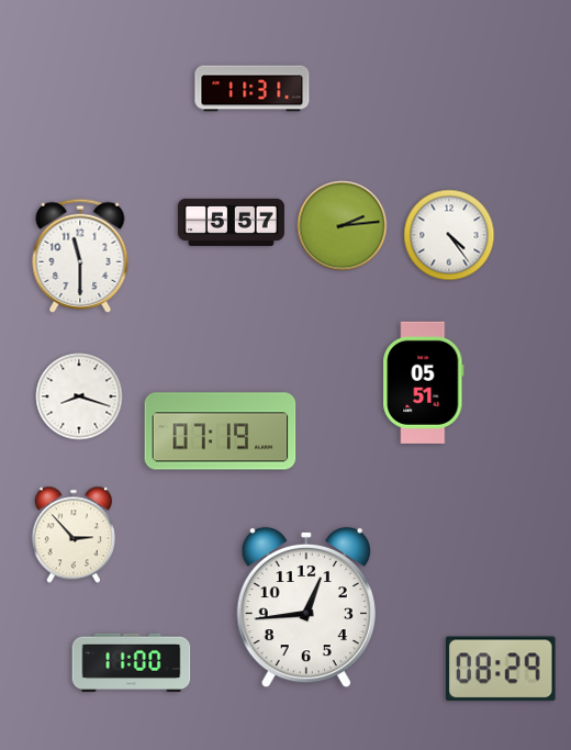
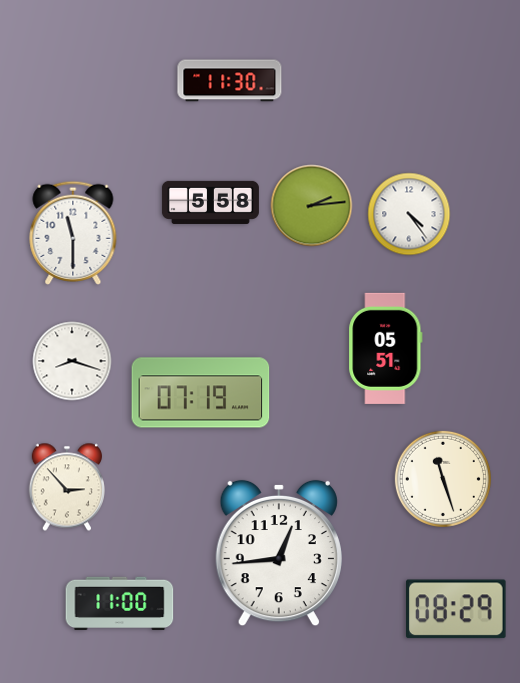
clock at (253, 89): 11:31 -> 11:30
clock at (231, 222): 5:57 -> 5:58
clock at (443, 479): none -> 11:27
